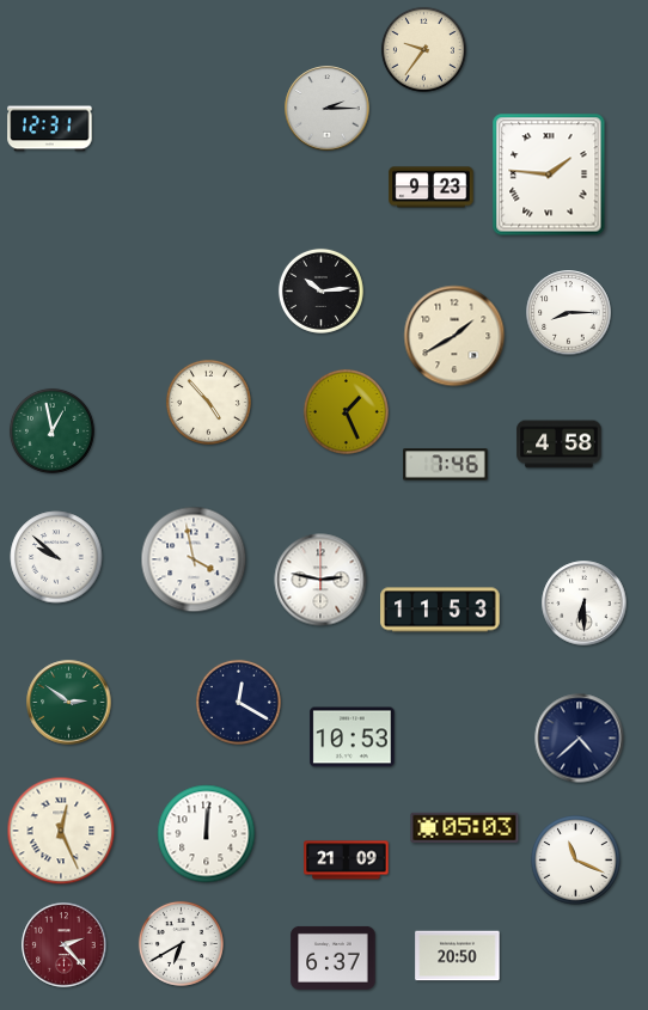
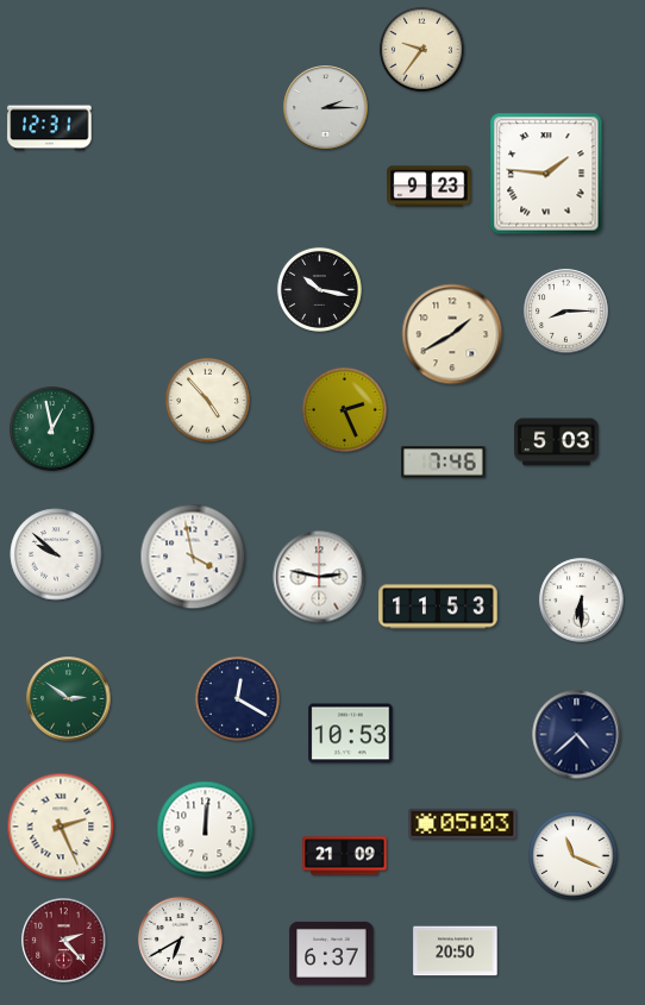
clock at (320, 290): 10:14 -> 10:17
clock at (346, 411): 1:26 -> 2:26
clock at (560, 445): 4:58 -> 5:03
clock at (61, 831): 12:26 -> 2:26
